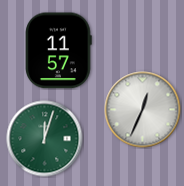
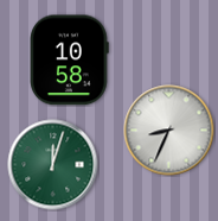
clock at (59, 51): 11:57 -> 10:58
clock at (143, 110): 12:34 -> 8:34
